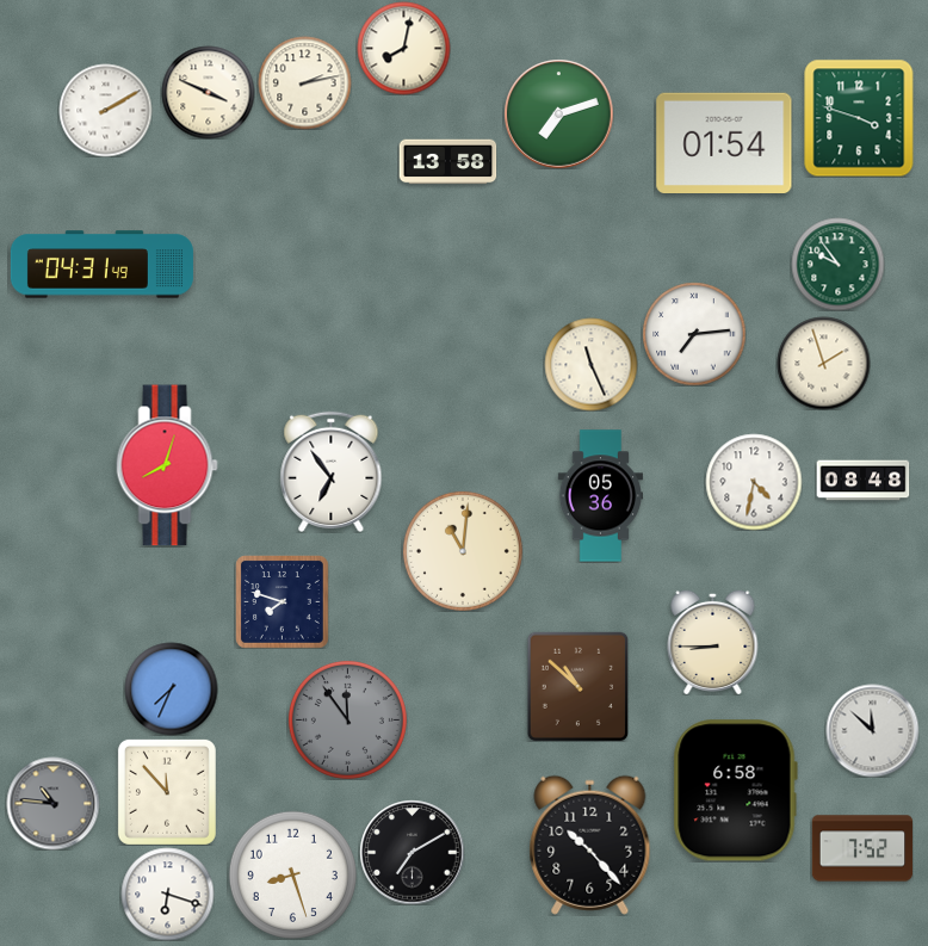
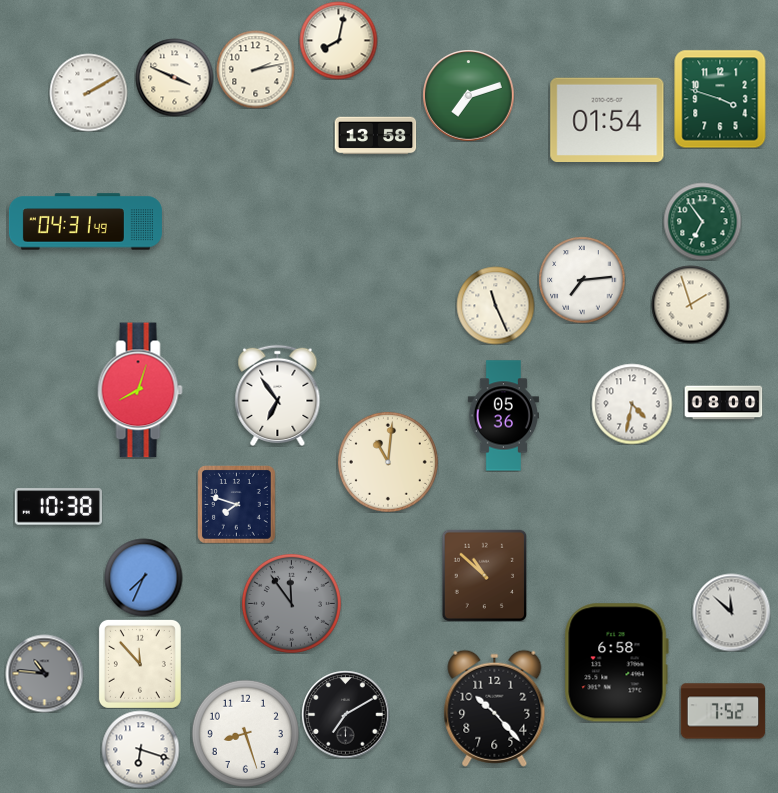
clock at (837, 264): 9:54 -> 6:54
clock at (862, 481): 08:48 -> 08:00
clock at (58, 507): none -> 10:38
clock at (713, 642): 8:45 -> none
